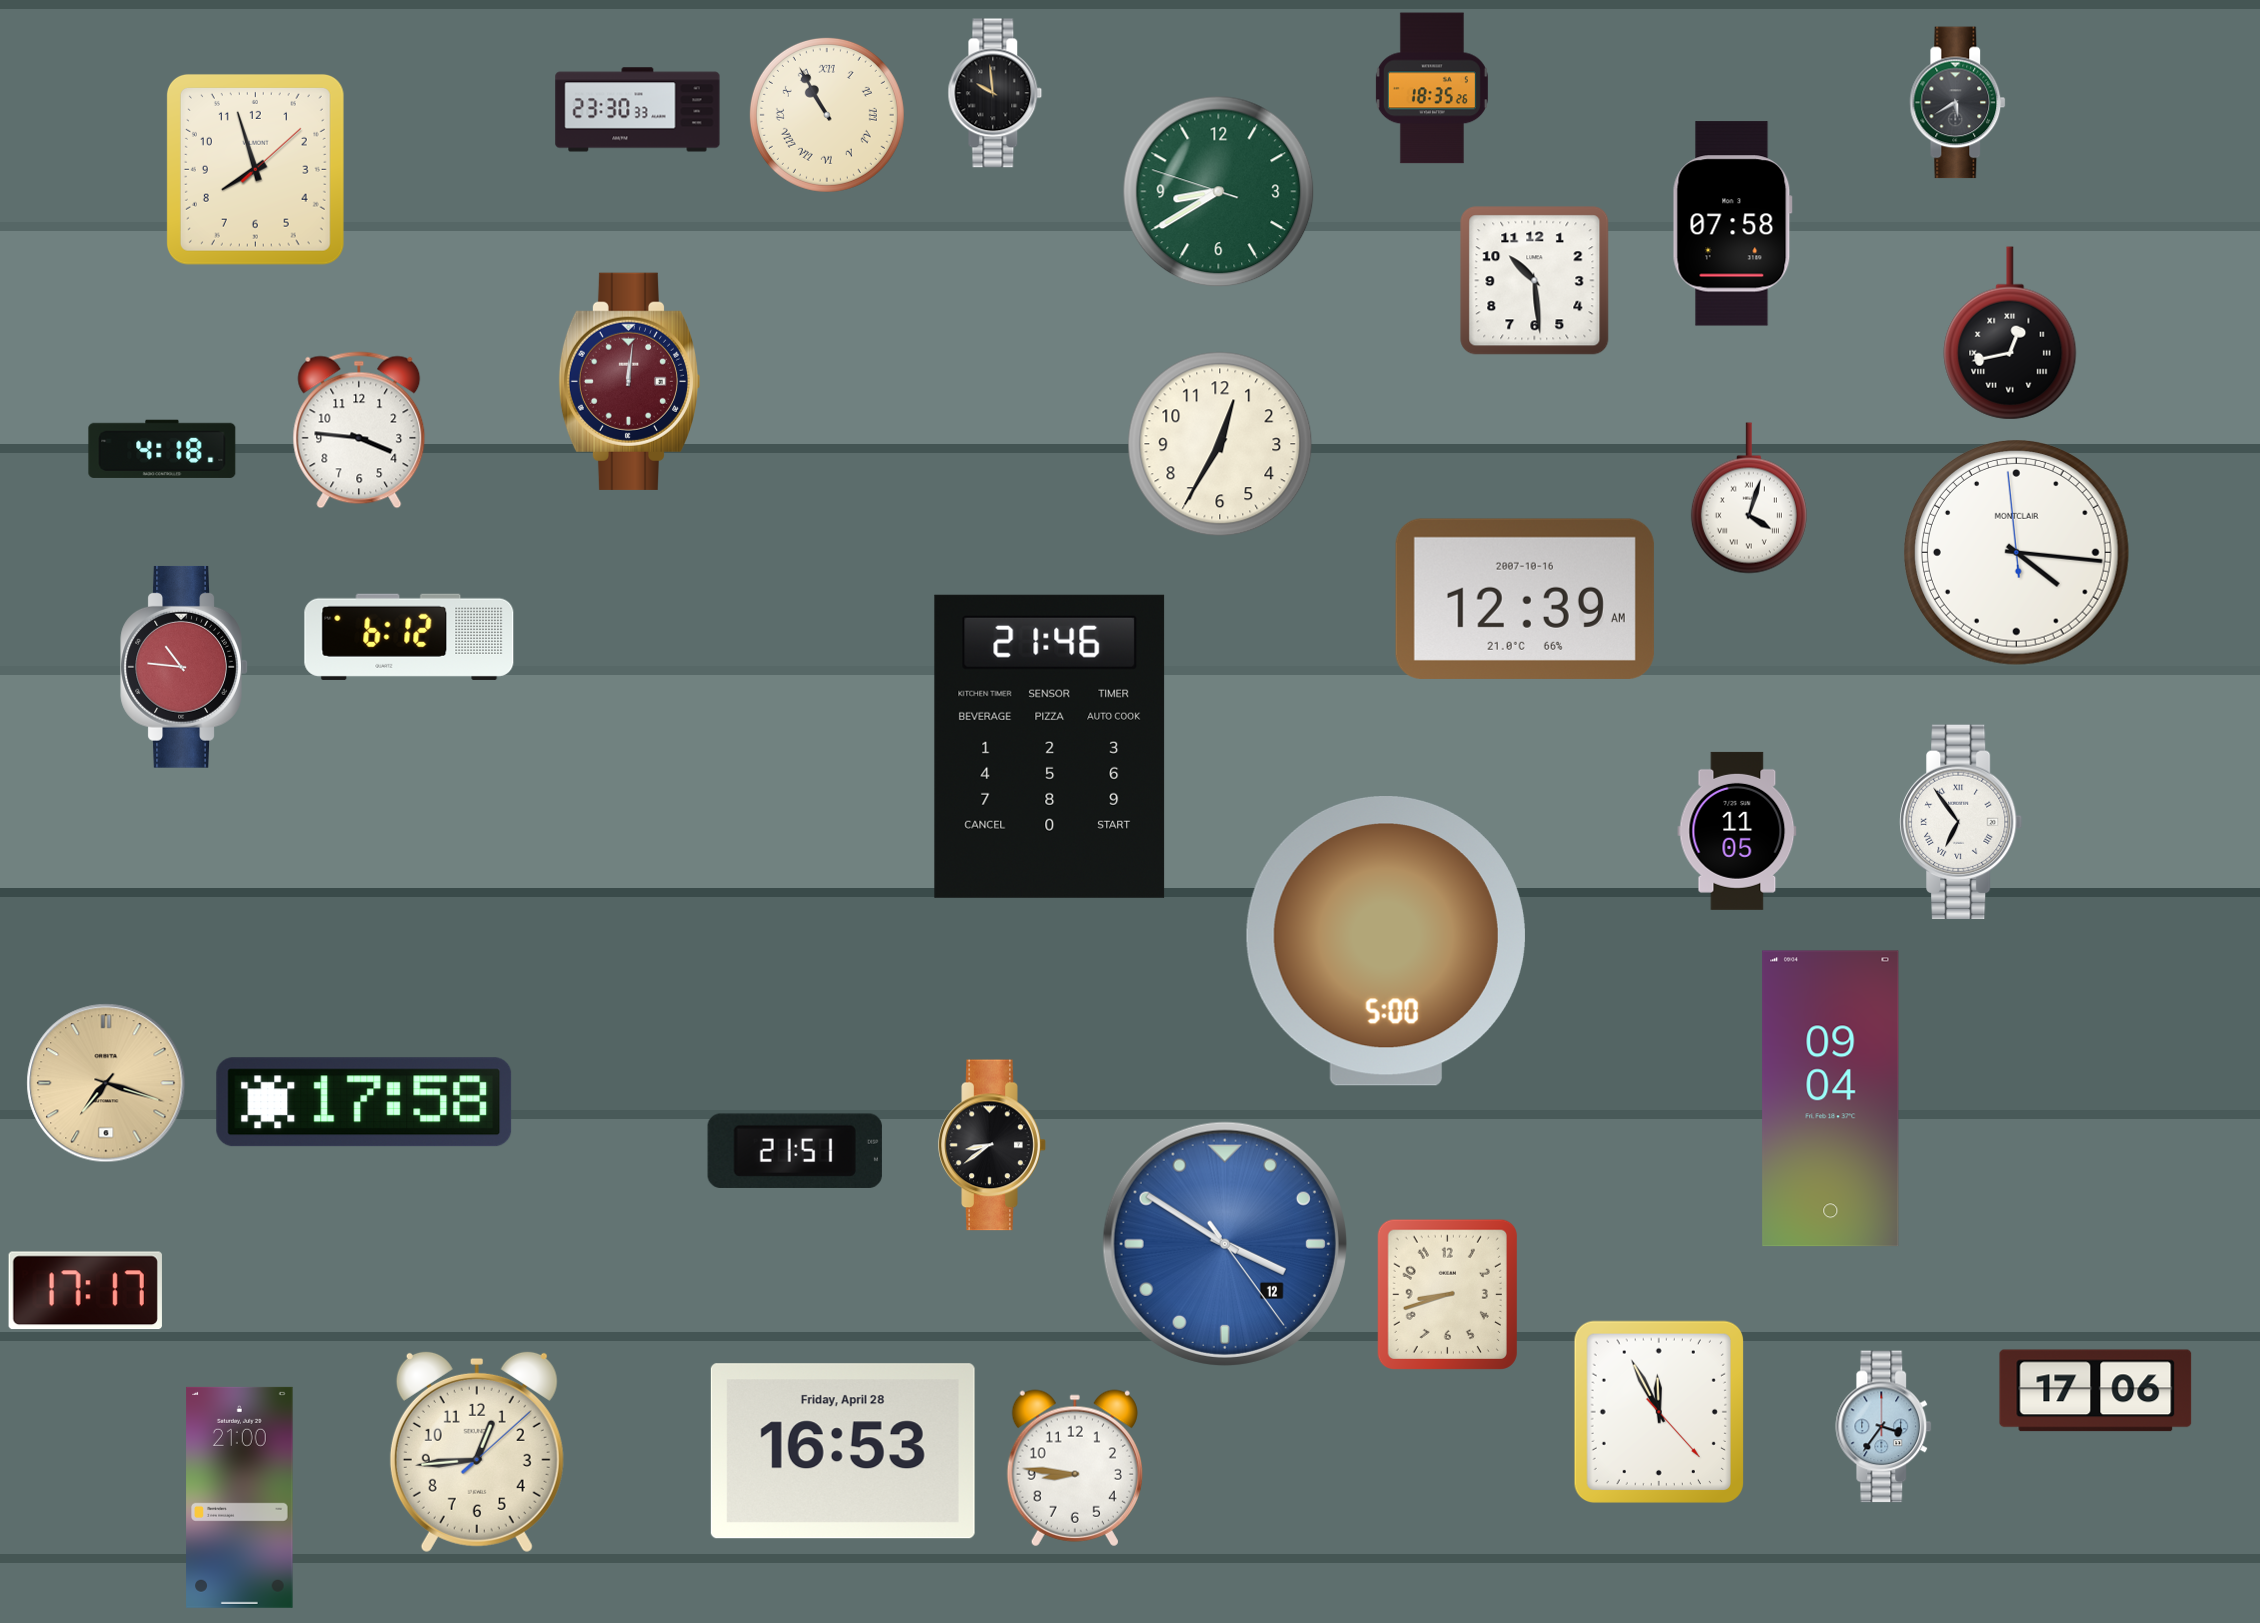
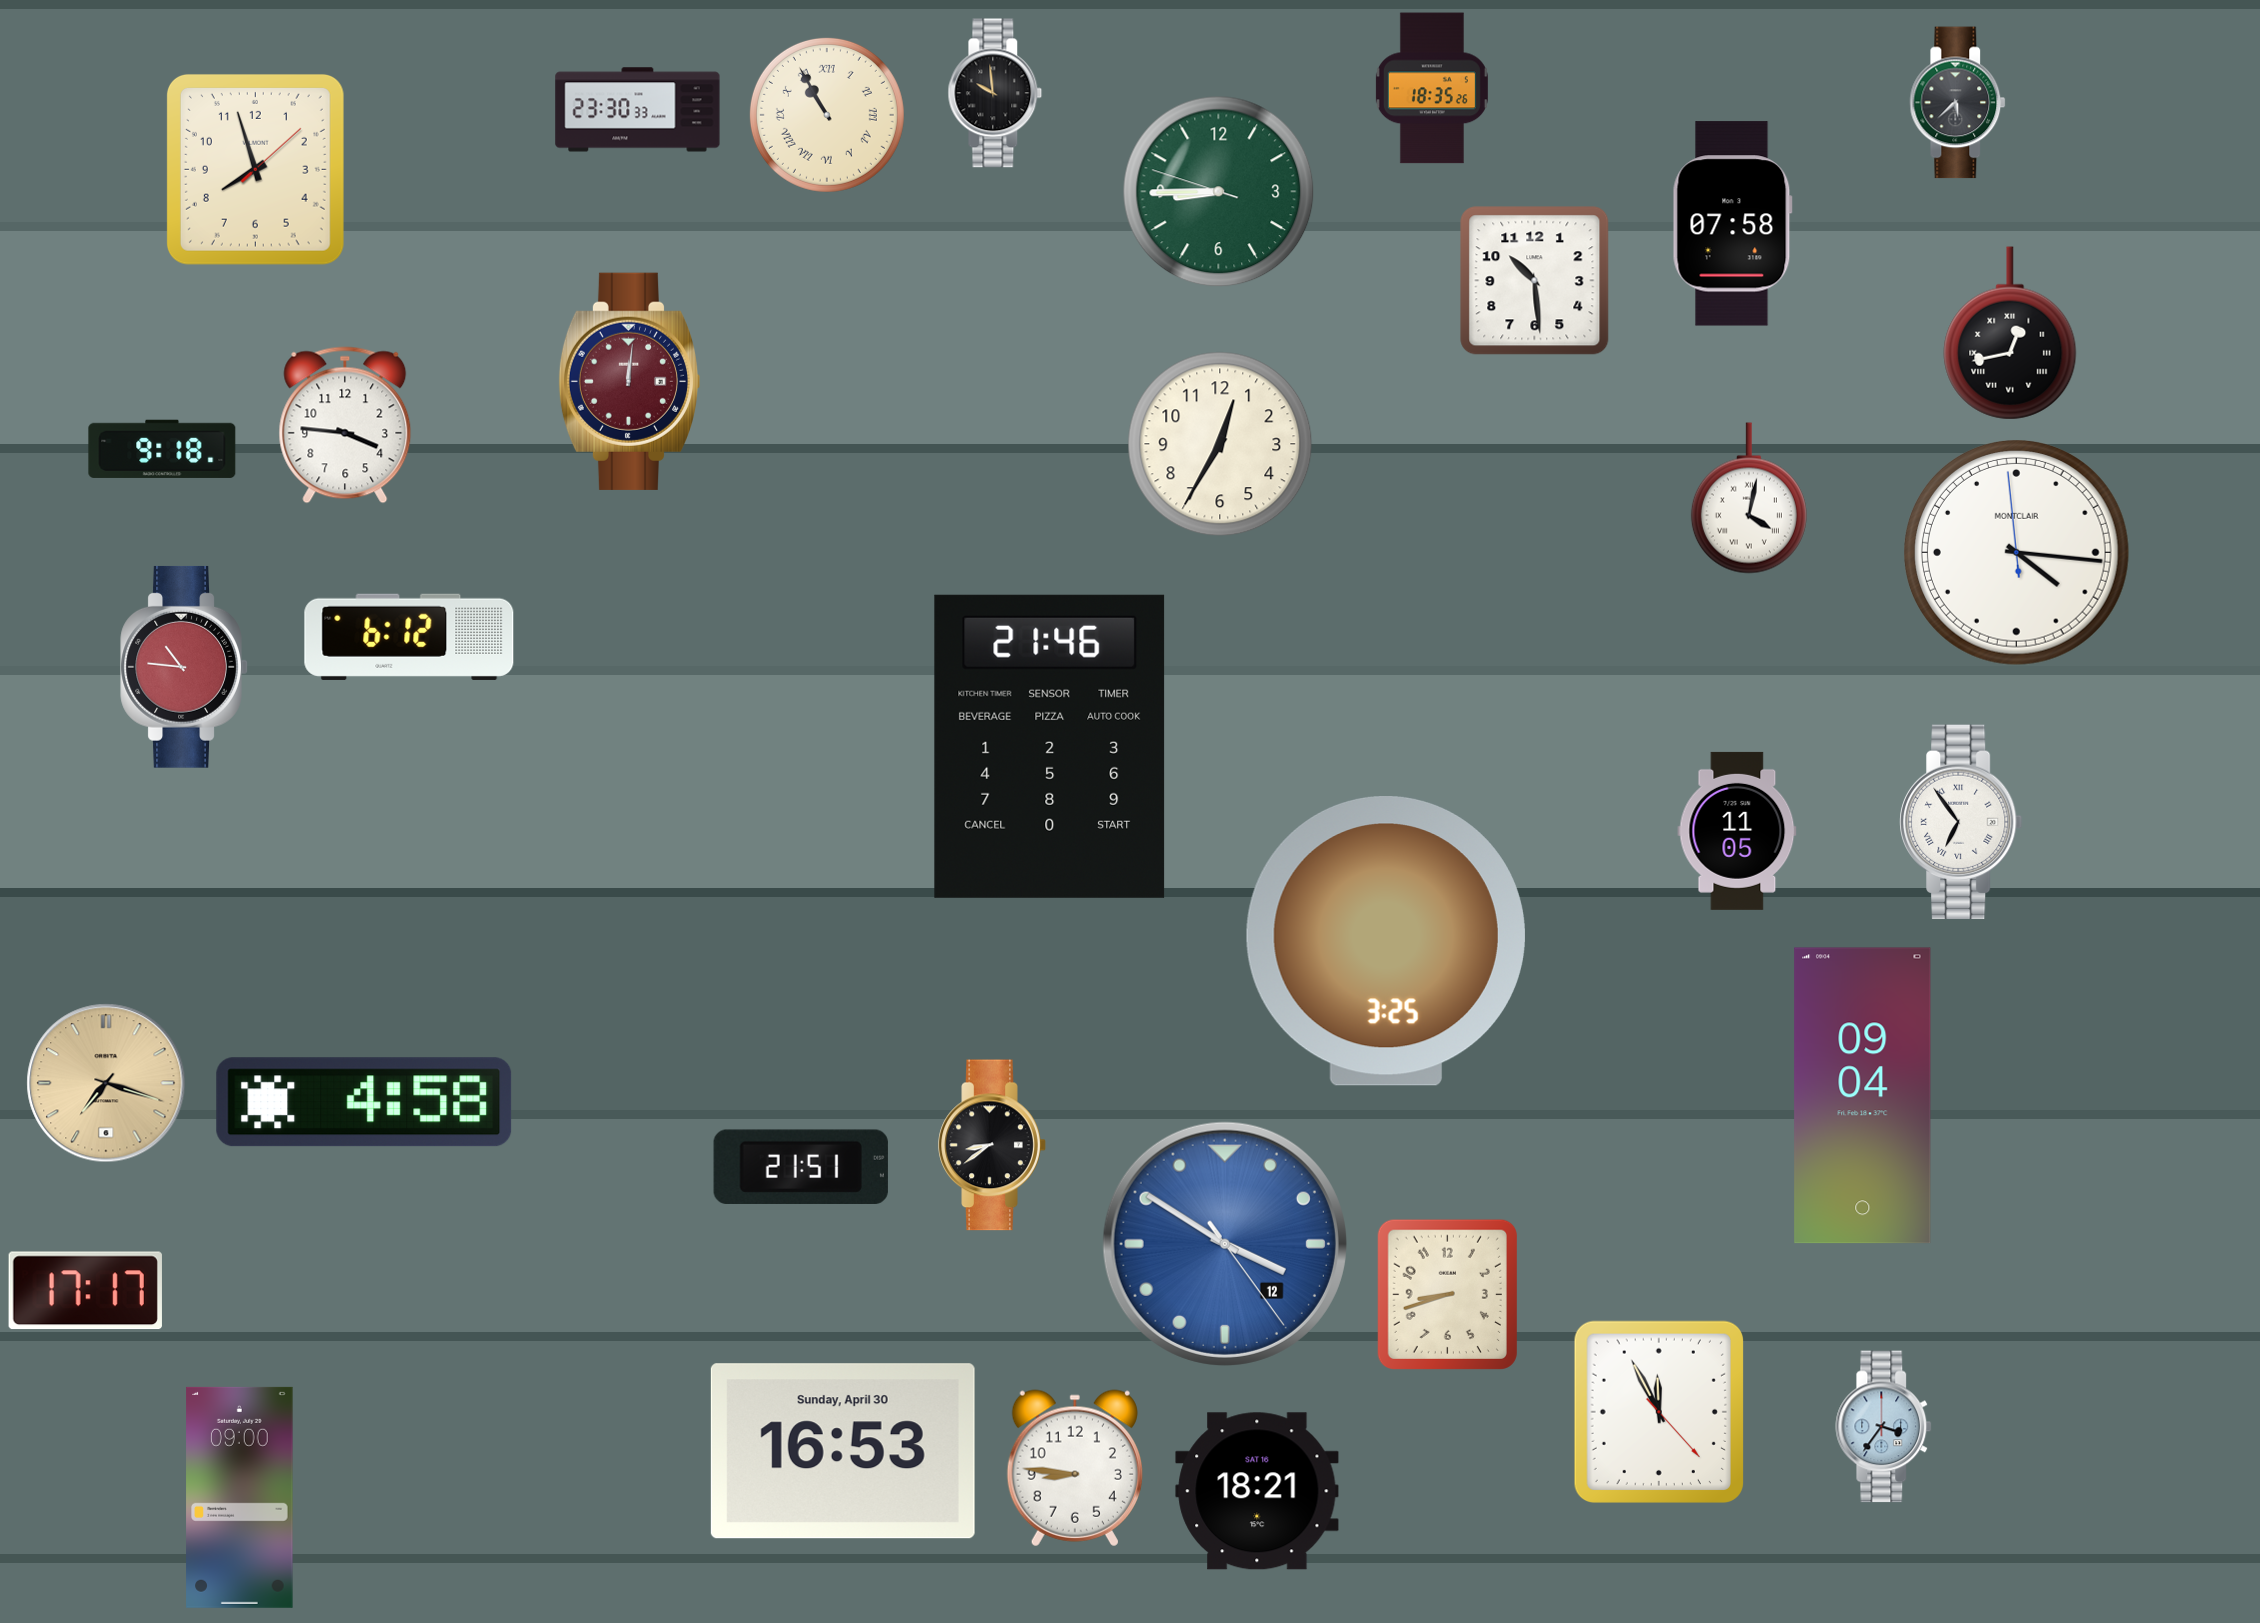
clock at (1958, 103): 5:40 -> 5:38
clock at (1219, 192): 8:39 -> 8:44
clock at (359, 430) position: (359, 430) -> (345, 425)
clock at (162, 449): 4:18 -> 9:18
clock at (1749, 498): 4:03 -> 4:02
clock at (1525, 599): 12:39 -> none
clock at (1386, 942): 5:00 -> 3:25
clock at (1831, 1099) position: (1831, 1099) -> (1863, 1096)
clock at (364, 1102): 17:58 -> 4:58
clock at (795, 1151) position: (795, 1151) -> (801, 1167)
clock at (2096, 1391): 17:06 -> none
clock at (477, 1451): 12:44 -> none
clock at (843, 1451) date: Friday, April 28 -> Sunday, April 30
clock at (1257, 1491): none -> 18:21
clock at (240, 1497): 21:00 -> 09:00
